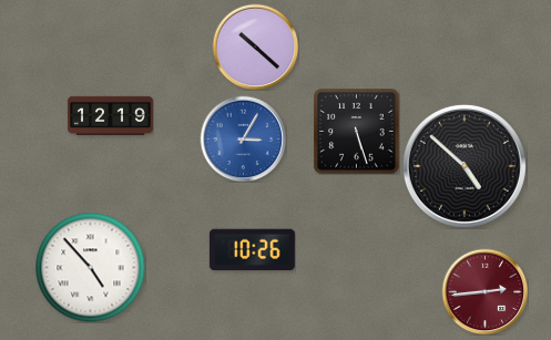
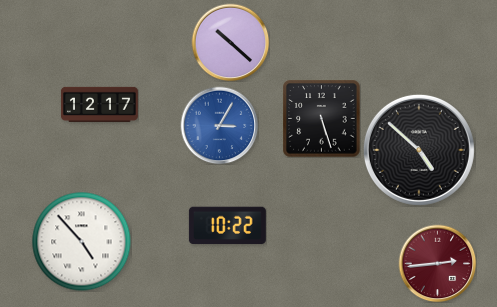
clock at (110, 115): 12:19 -> 12:17
clock at (252, 250): 10:26 -> 10:22
